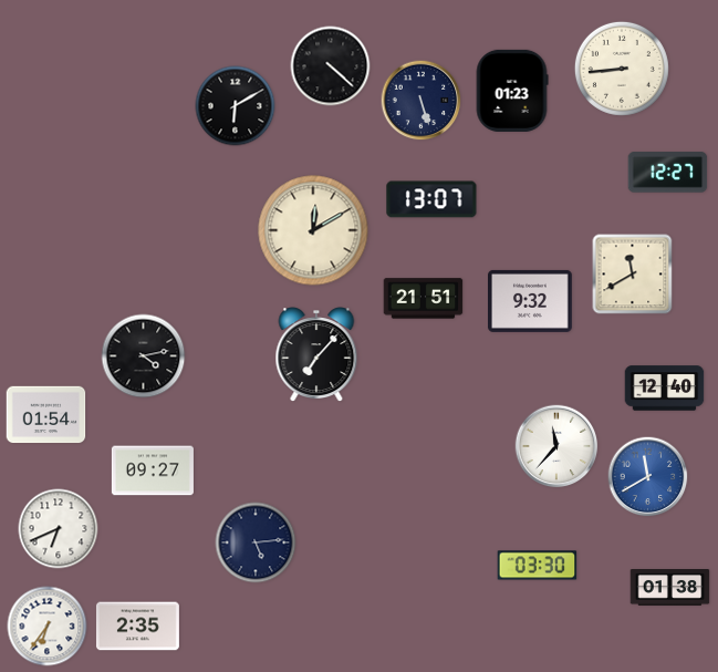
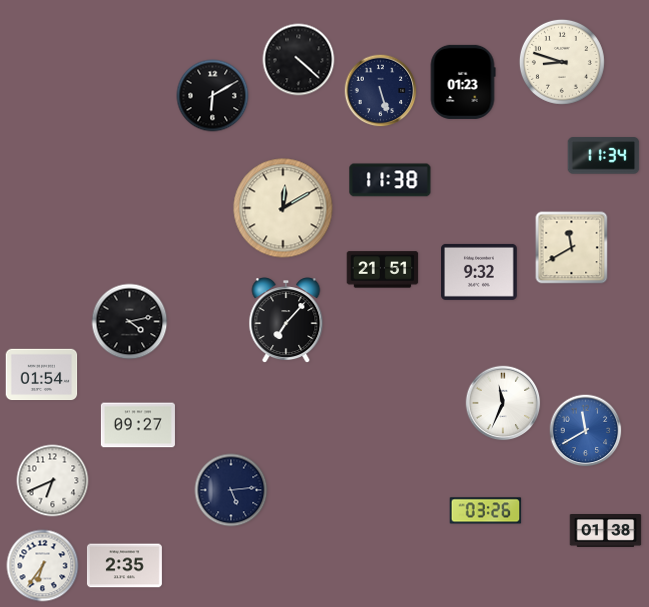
clock at (622, 69): 8:44 -> 8:48
clock at (668, 173): 12:27 -> 11:34
clock at (431, 199): 13:07 -> 11:38
clock at (665, 389): 12:40 -> none
clock at (556, 446): 11:37 -> 11:34
clock at (59, 529) position: (59, 529) -> (53, 481)
clock at (538, 566): 03:30 -> 03:26
